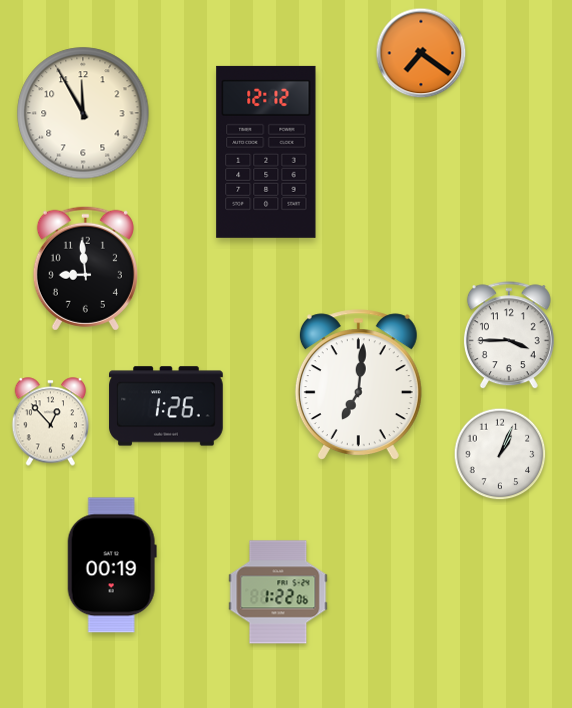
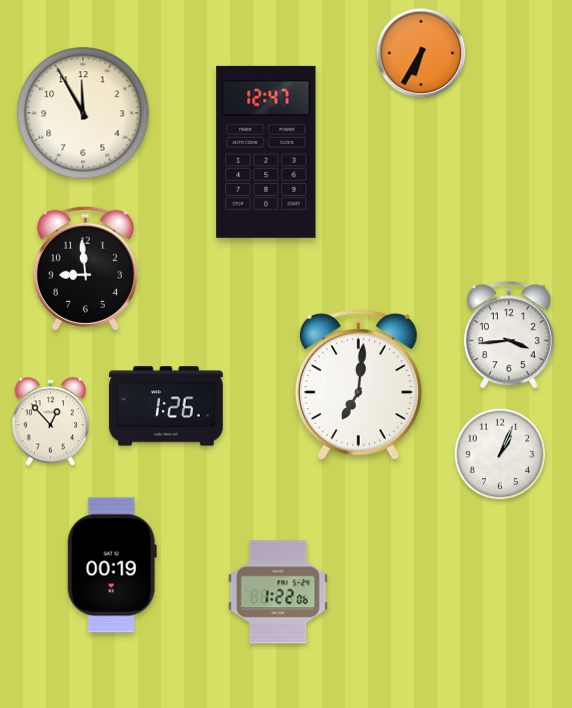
clock at (421, 53): 7:21 -> 6:35
clock at (266, 152): 12:12 -> 12:47
clock at (509, 336): 3:45 -> 3:44
